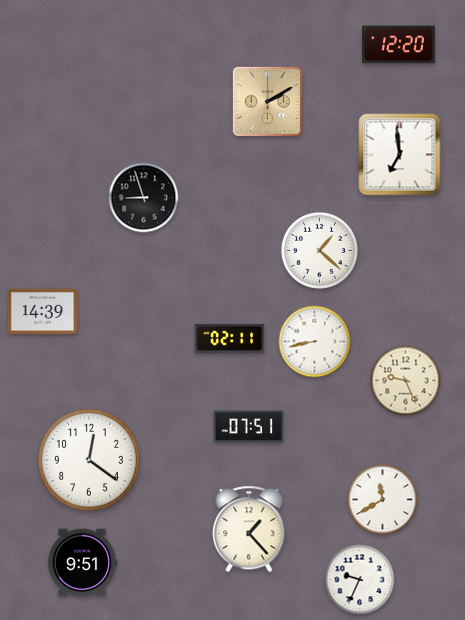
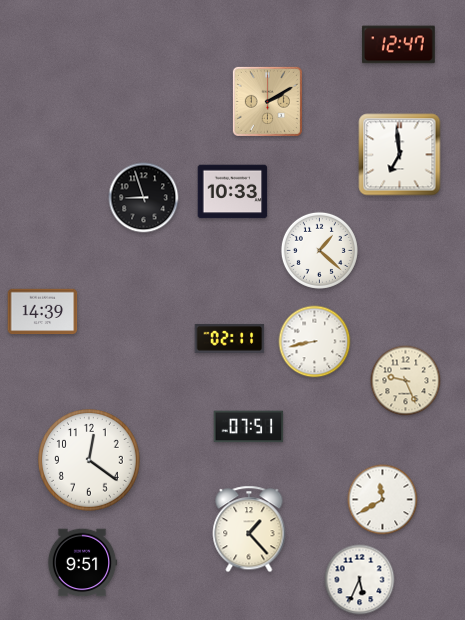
clock at (399, 45): 12:20 -> 12:47
clock at (233, 192): none -> 10:33
clock at (360, 580): 9:34 -> 5:34
